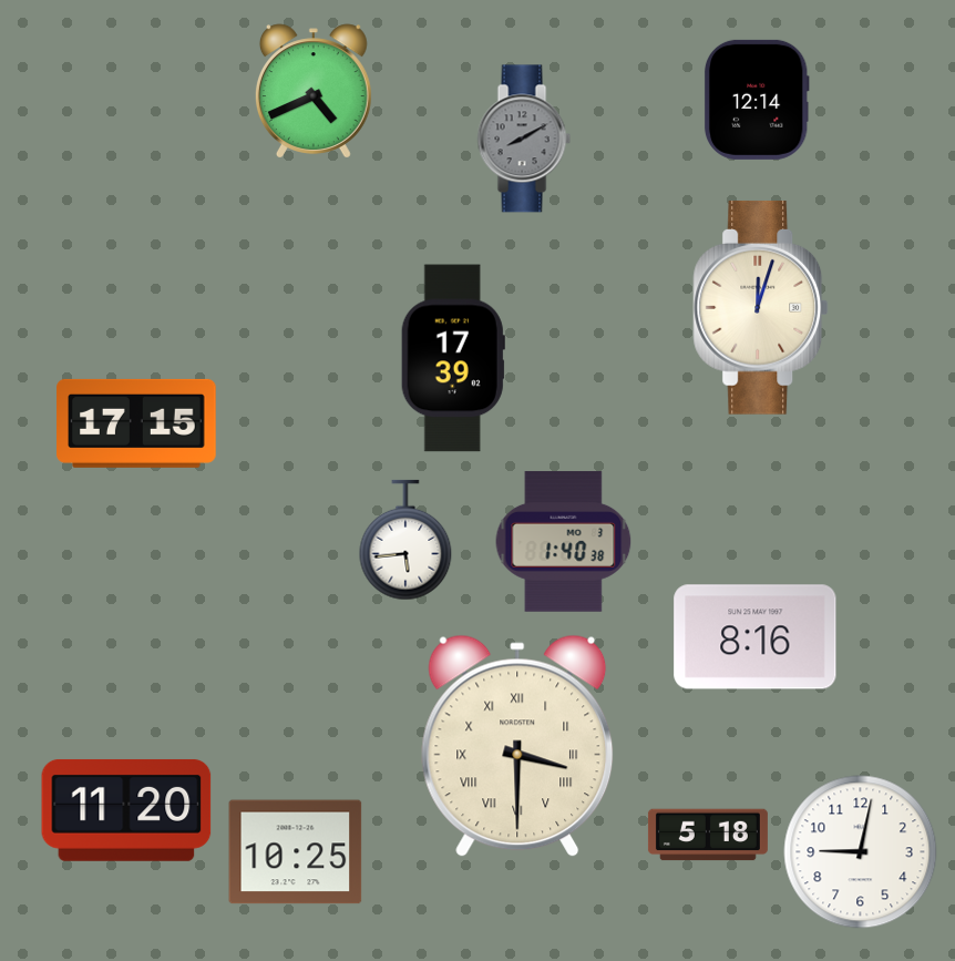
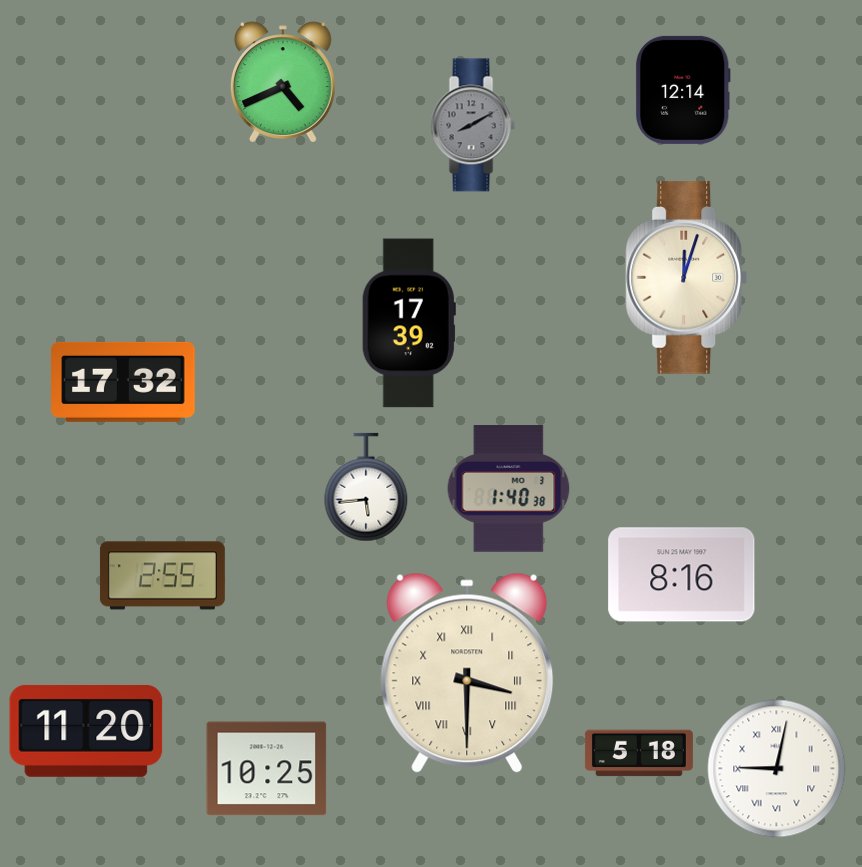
clock at (136, 423): 17:15 -> 17:32
clock at (162, 576): none -> 2:55
clock at (126, 810) position: (126, 810) -> (86, 731)
clock at (861, 852) numerals: Arabic -> Roman
